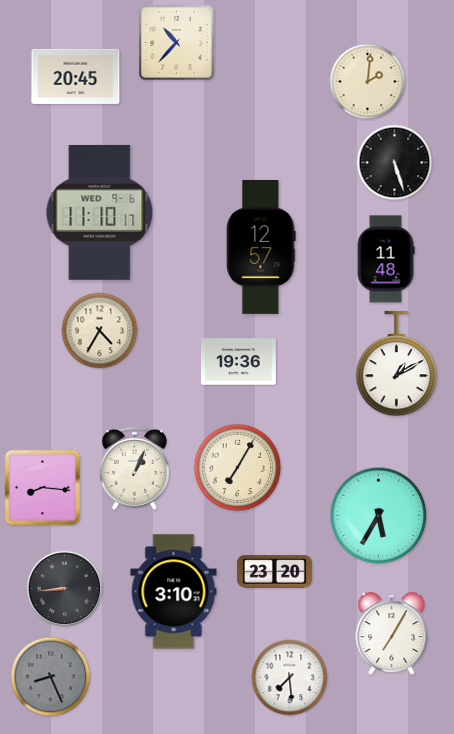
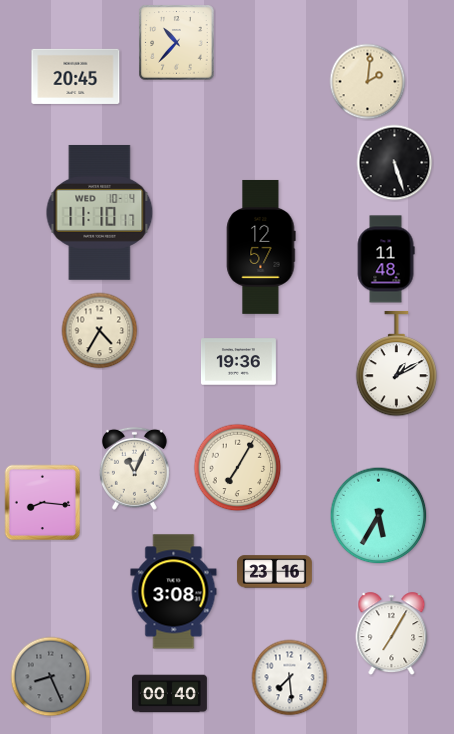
clock at (100, 212) date: WED 9-6 -> WED 10-4
clock at (134, 468): 1:04 -> 11:04
clock at (43, 488) position: (43, 488) -> (43, 503)
clock at (274, 572): 23:20 -> 23:16
clock at (65, 589): 8:44 -> none
clock at (174, 592): 3:10 -> 3:08
clock at (170, 694): none -> 00:40
